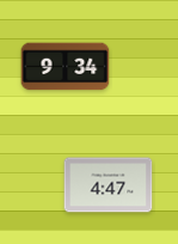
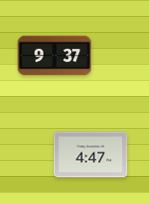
clock at (66, 67): 9:34 -> 9:37
